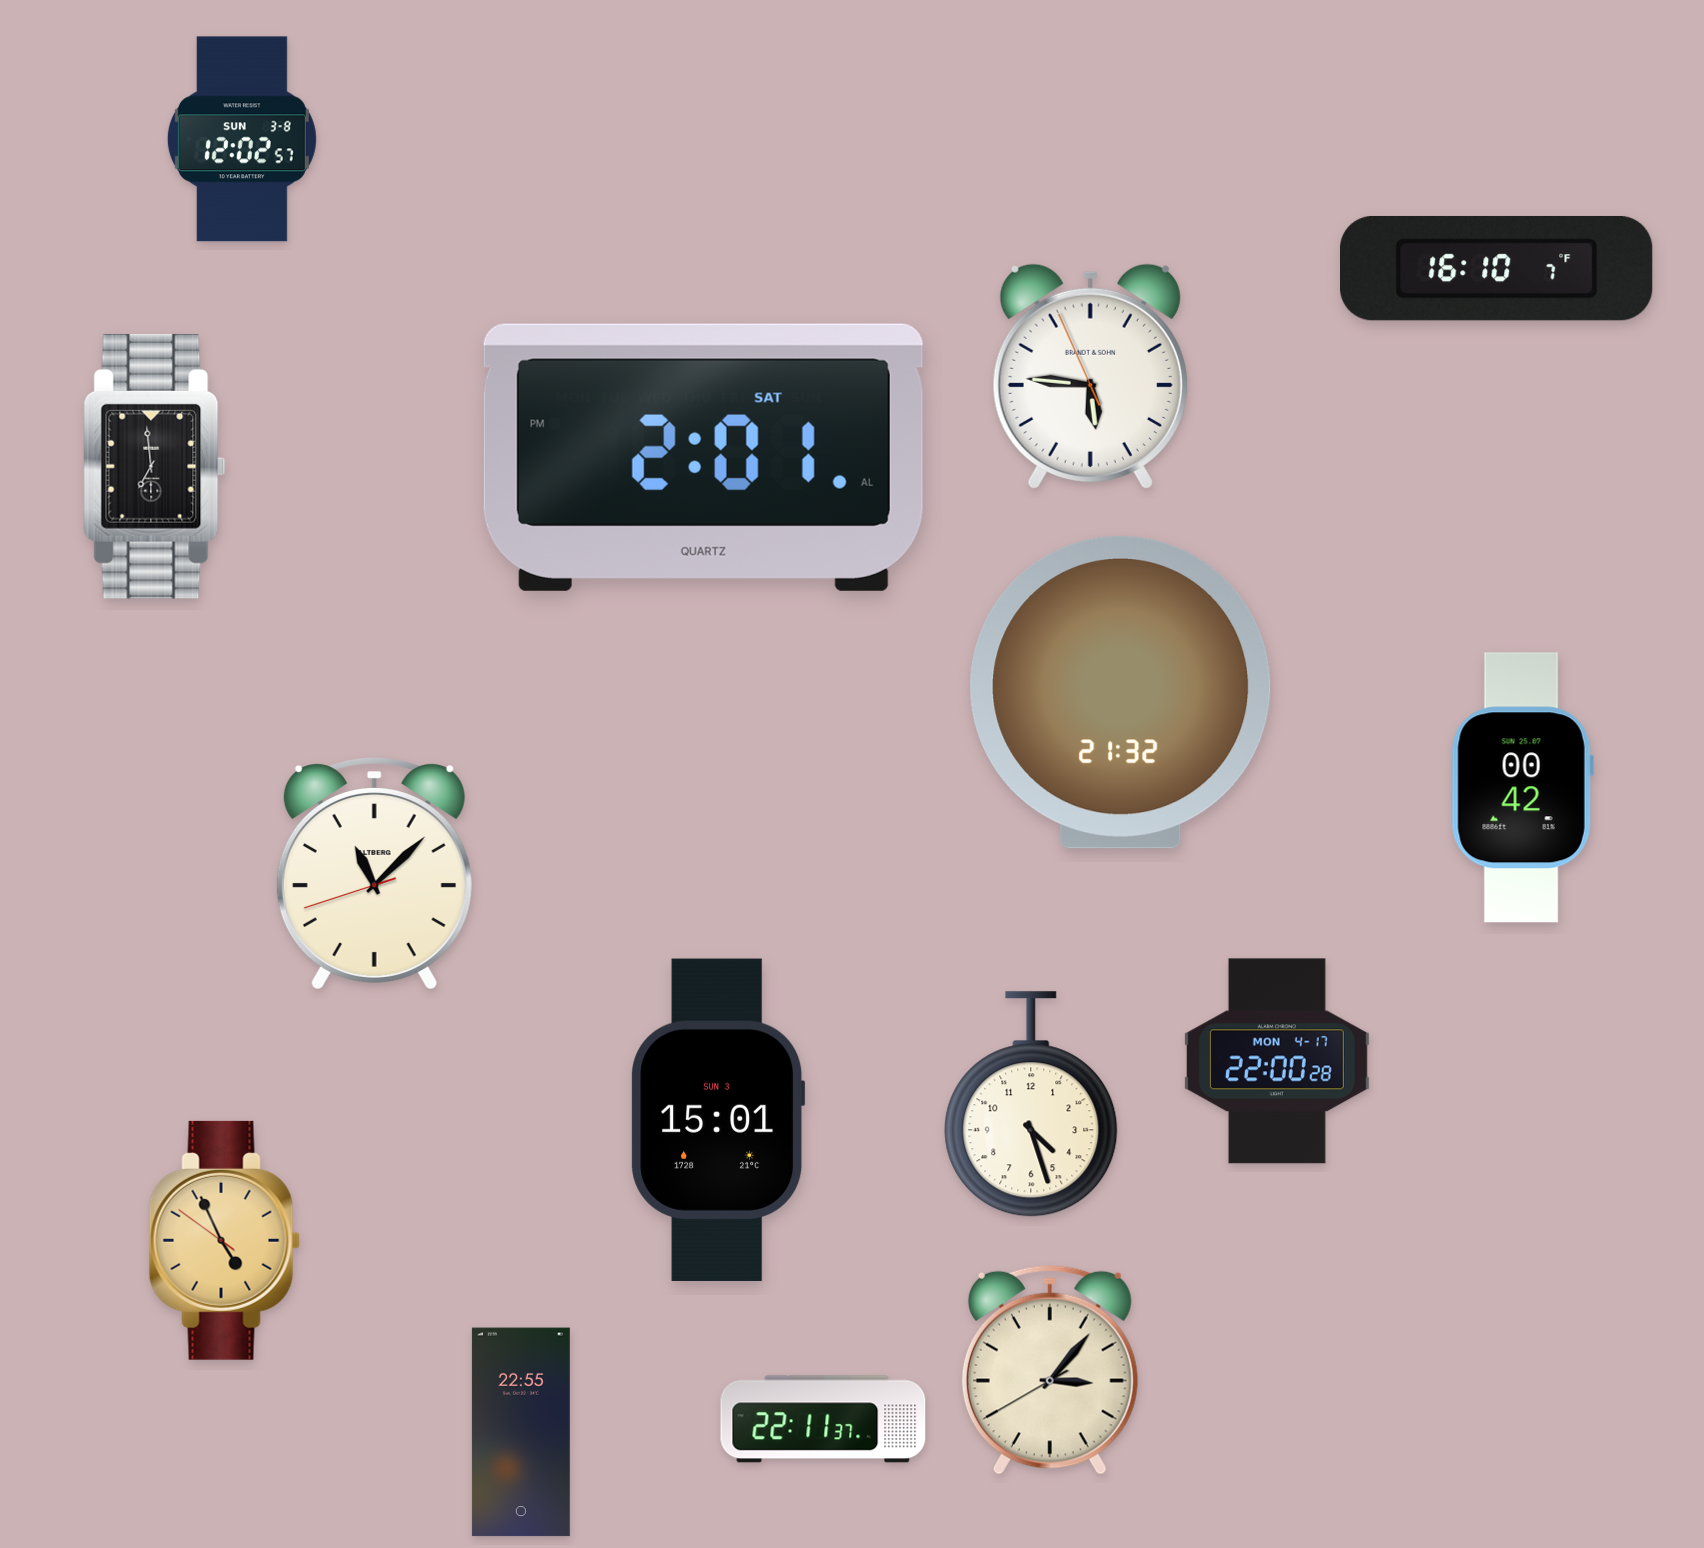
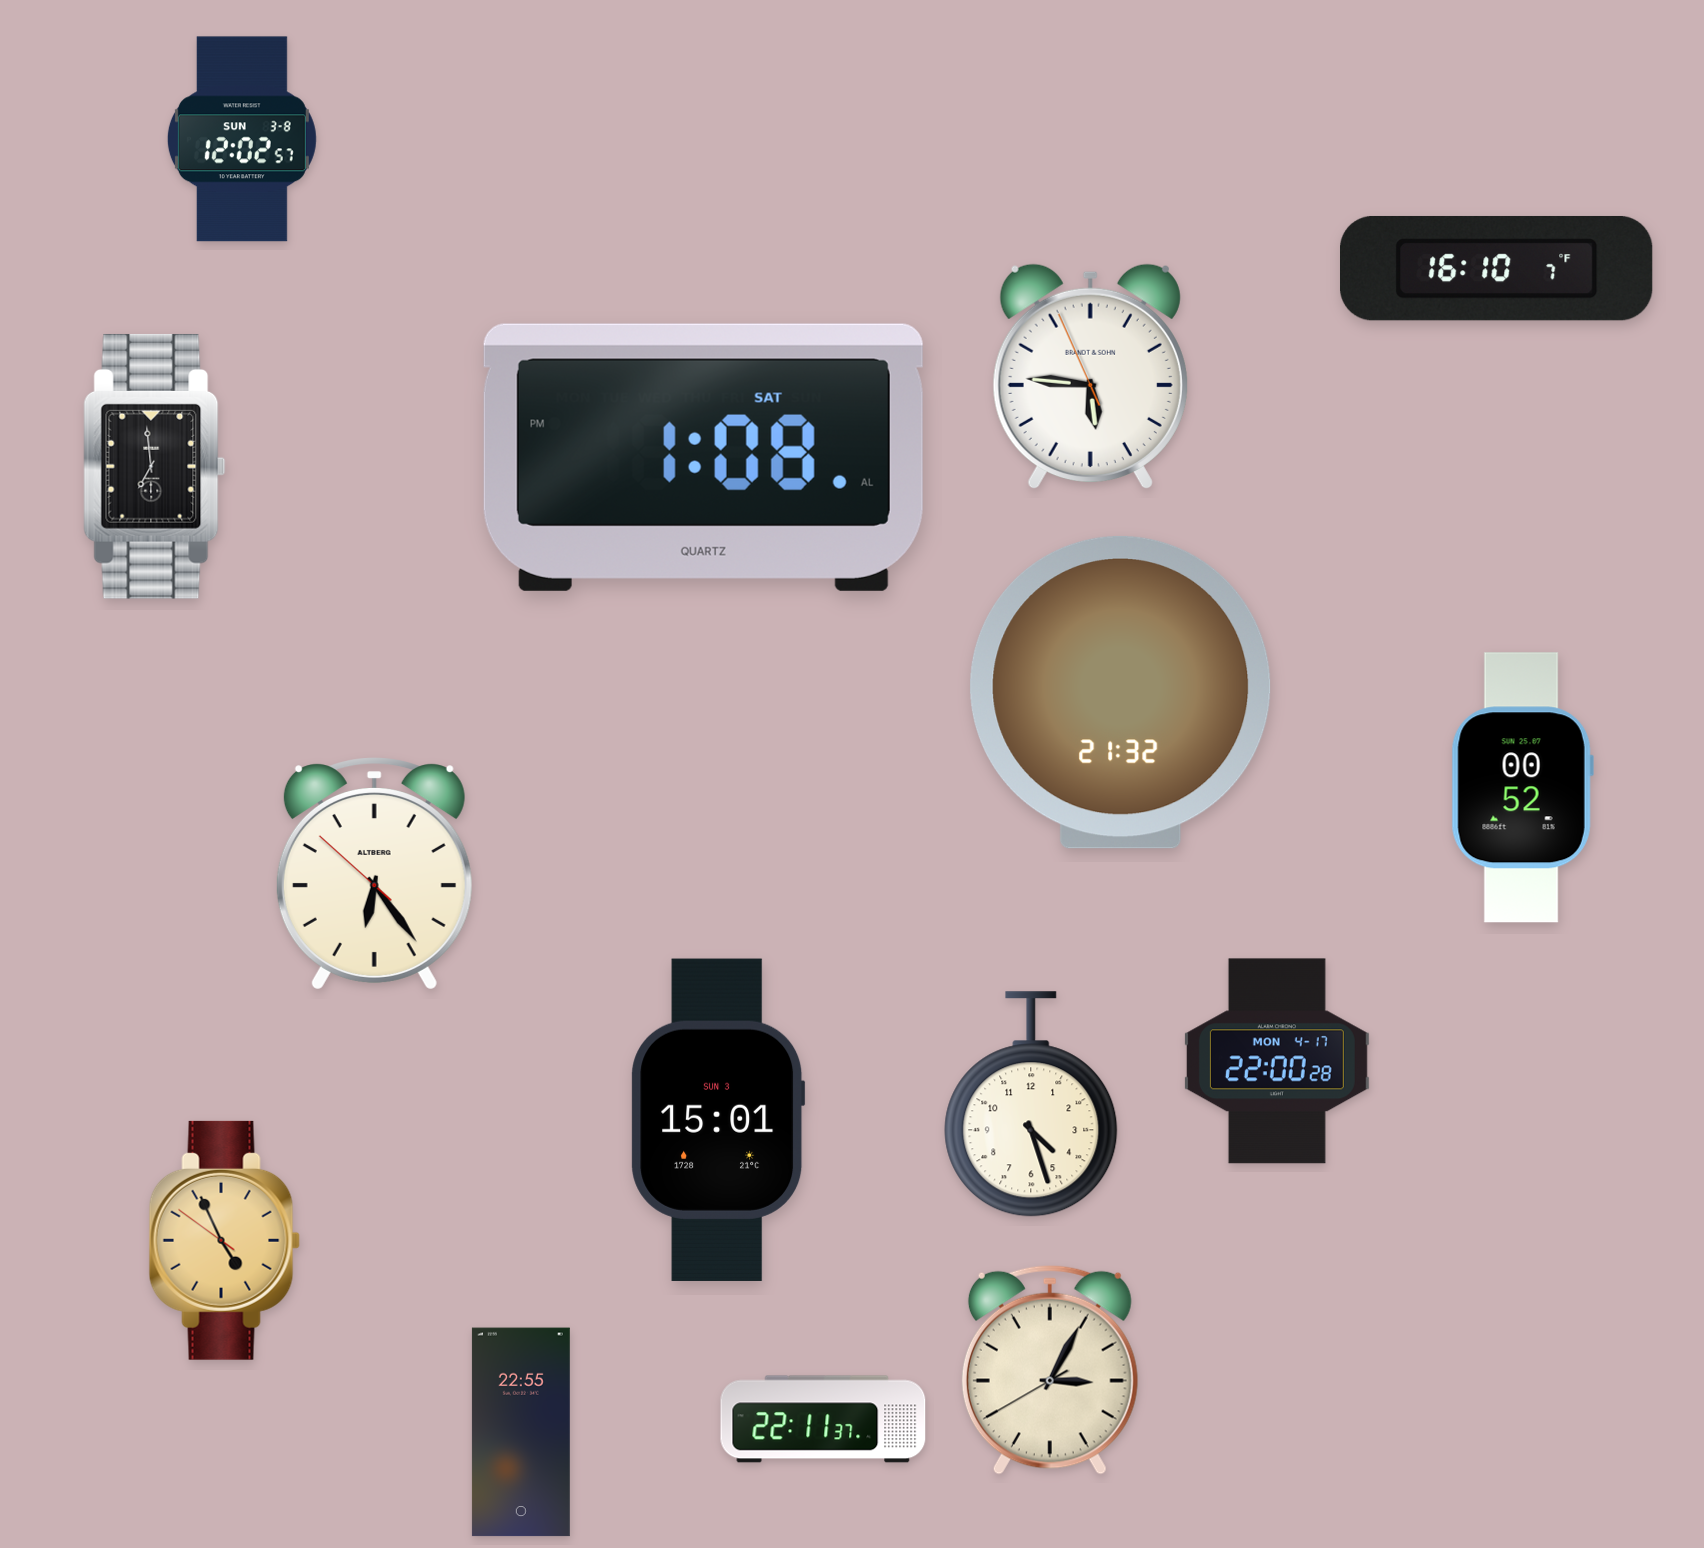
clock at (703, 457): 2:01 -> 1:08
clock at (1522, 788): 00:42 -> 00:52
clock at (374, 874): 11:07 -> 6:23
clock at (1050, 1370): 3:06 -> 3:04
